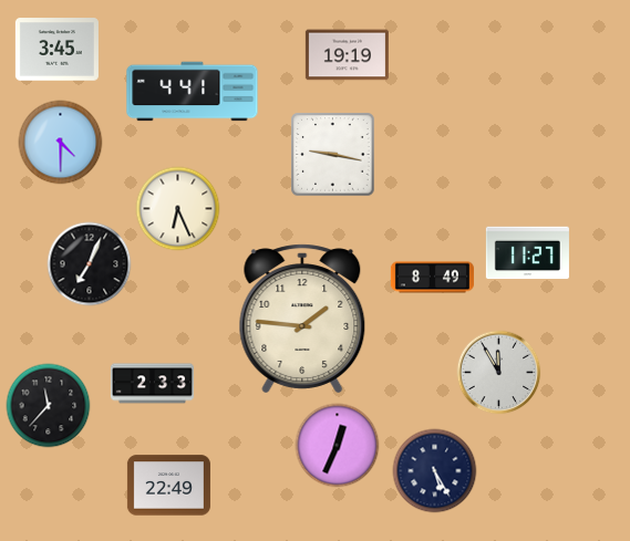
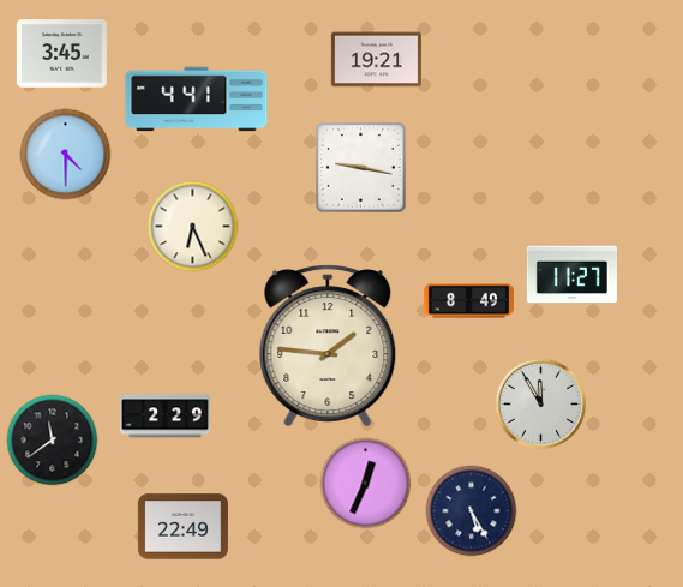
clock at (347, 55): 19:19 -> 19:21
clock at (193, 92) position: (193, 92) -> (197, 100)
clock at (90, 264): 7:04 -> none
clock at (152, 384): 2:33 -> 2:29
clock at (49, 406): 11:37 -> 11:39
